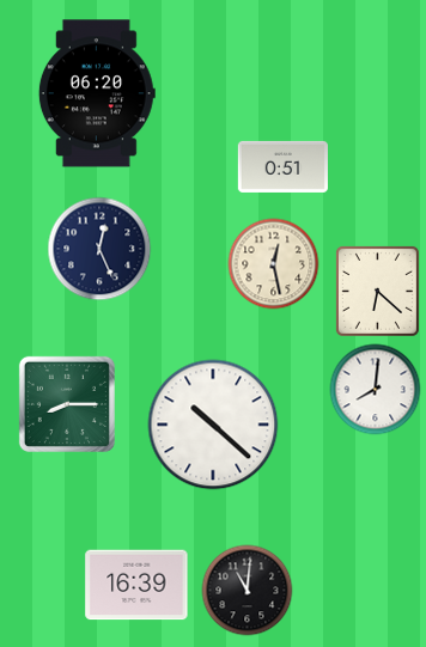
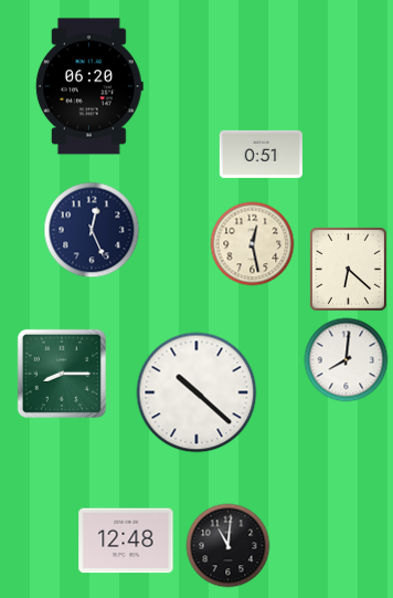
clock at (136, 585): 16:39 -> 12:48
